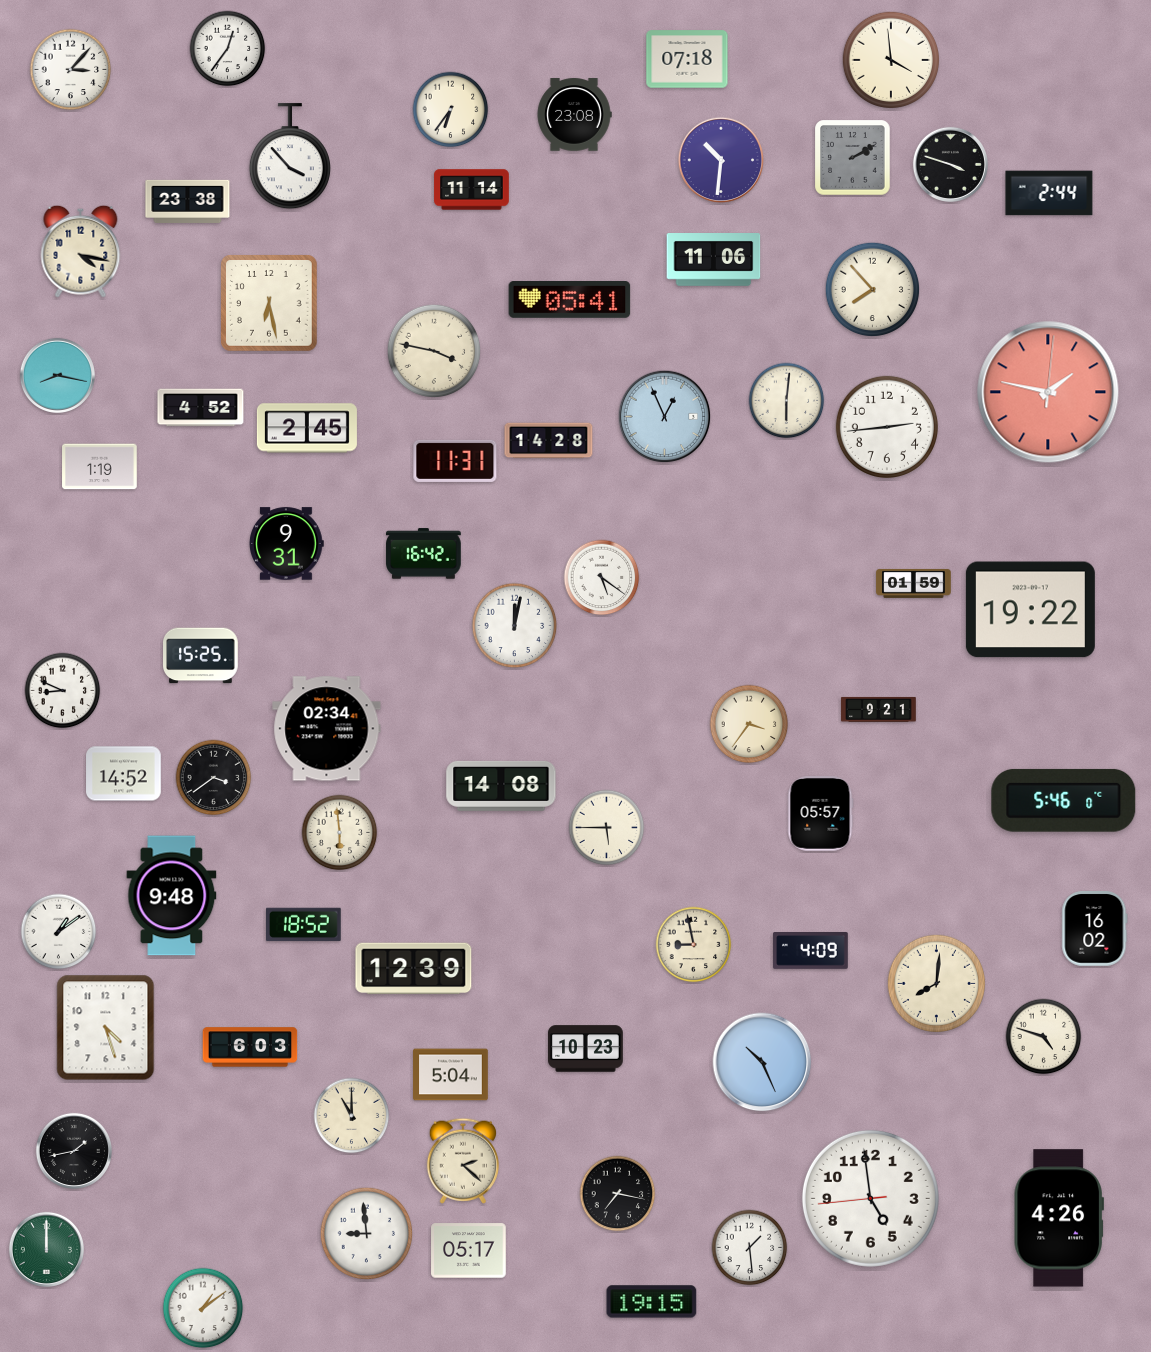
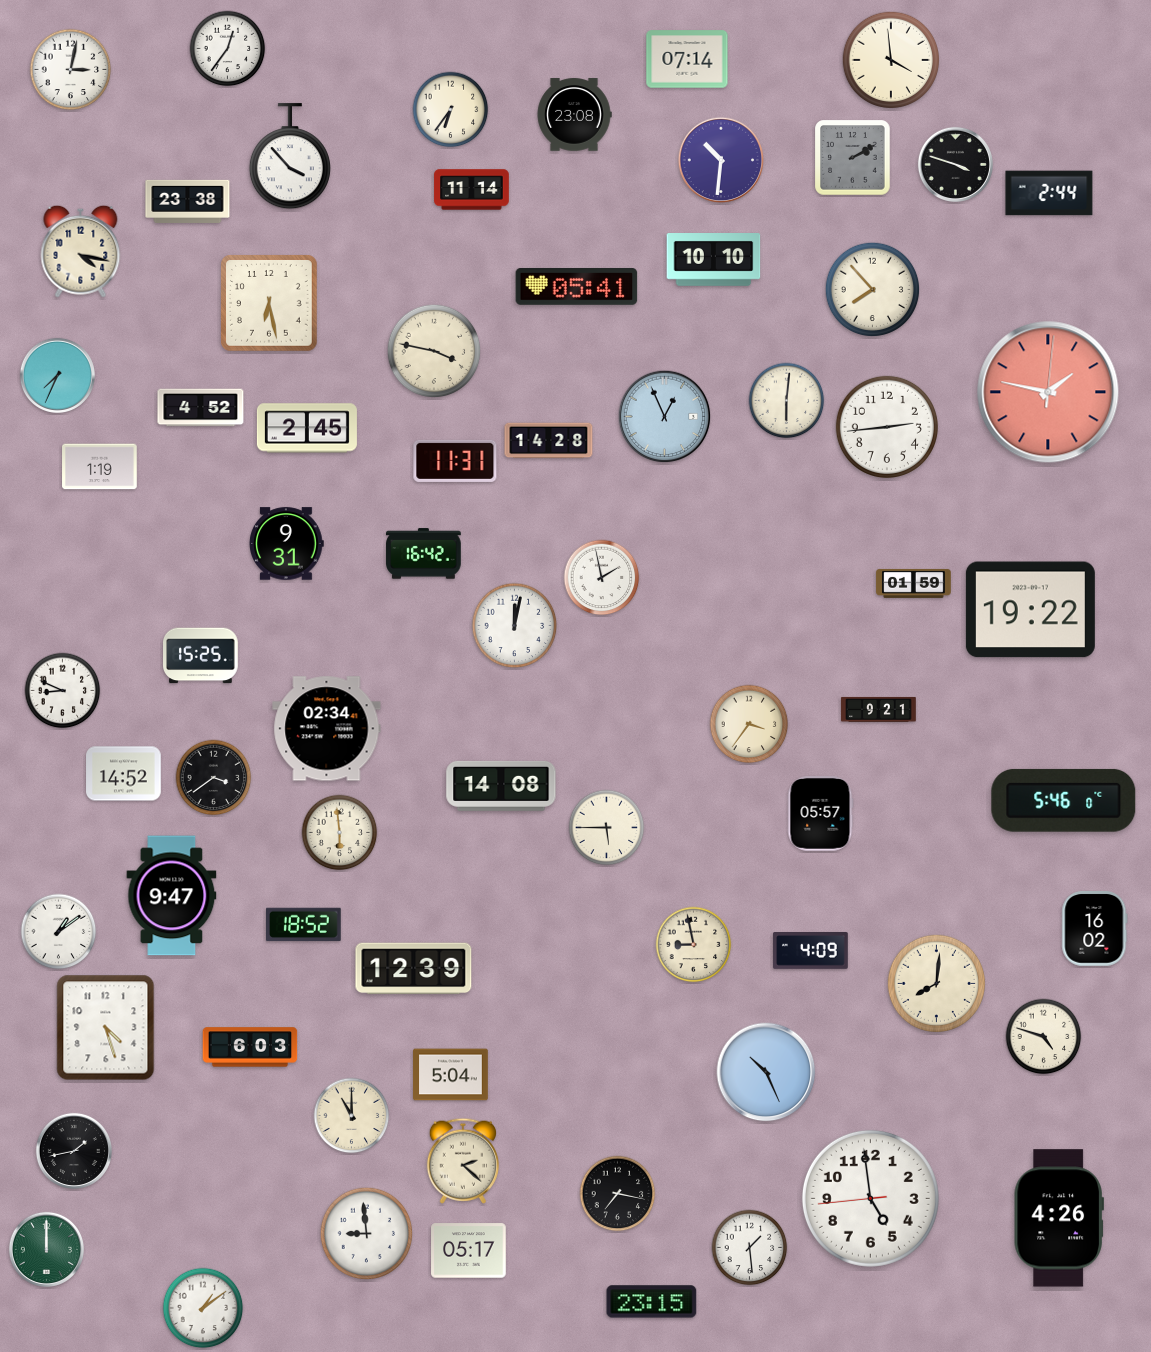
clock at (687, 59): 07:18 -> 07:14
clock at (71, 70): 3:07 -> 3:02
clock at (950, 164) position: (950, 164) -> (955, 164)
clock at (714, 260): 11:06 -> 10:10
clock at (570, 300) position: (570, 300) -> (577, 287)
clock at (57, 375): 8:17 -> 7:34
clock at (602, 578): 5:21 -> 1:58
clock at (172, 896): 9:48 -> 9:47
clock at (586, 1049): 10:23 -> none
clock at (762, 1062) position: (762, 1062) -> (766, 1072)
clock at (652, 1302): 19:15 -> 23:15
